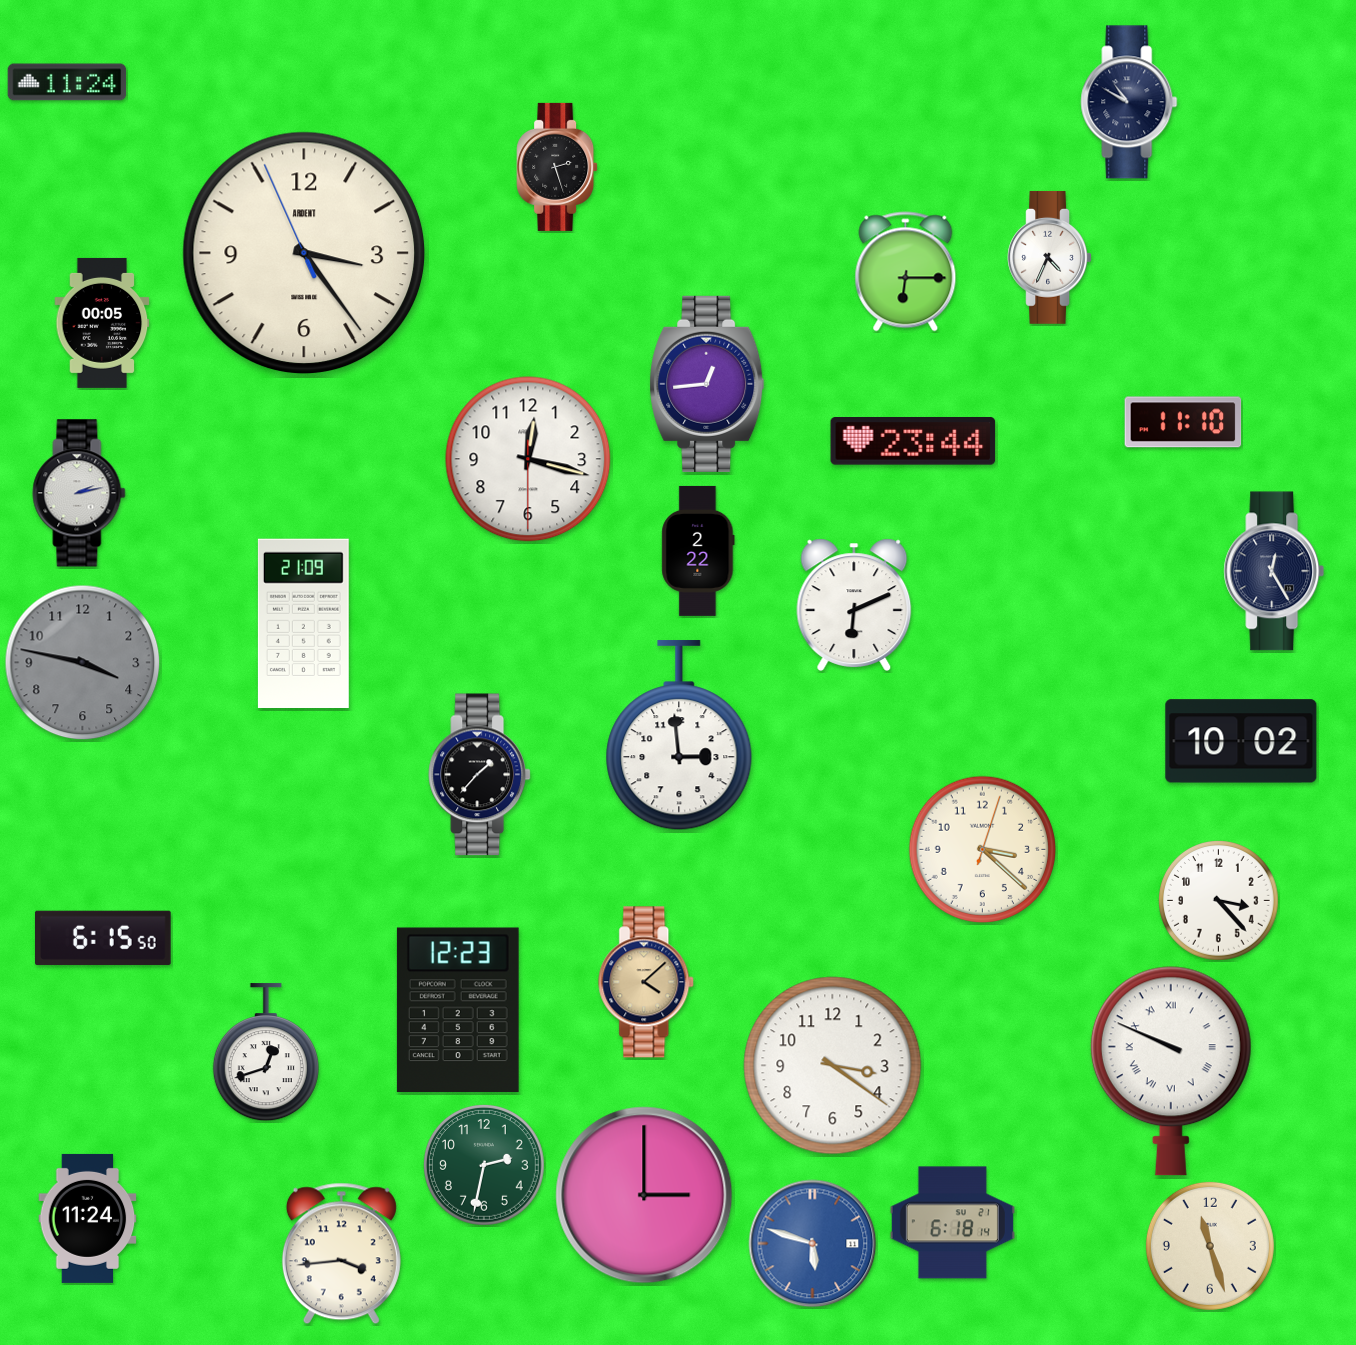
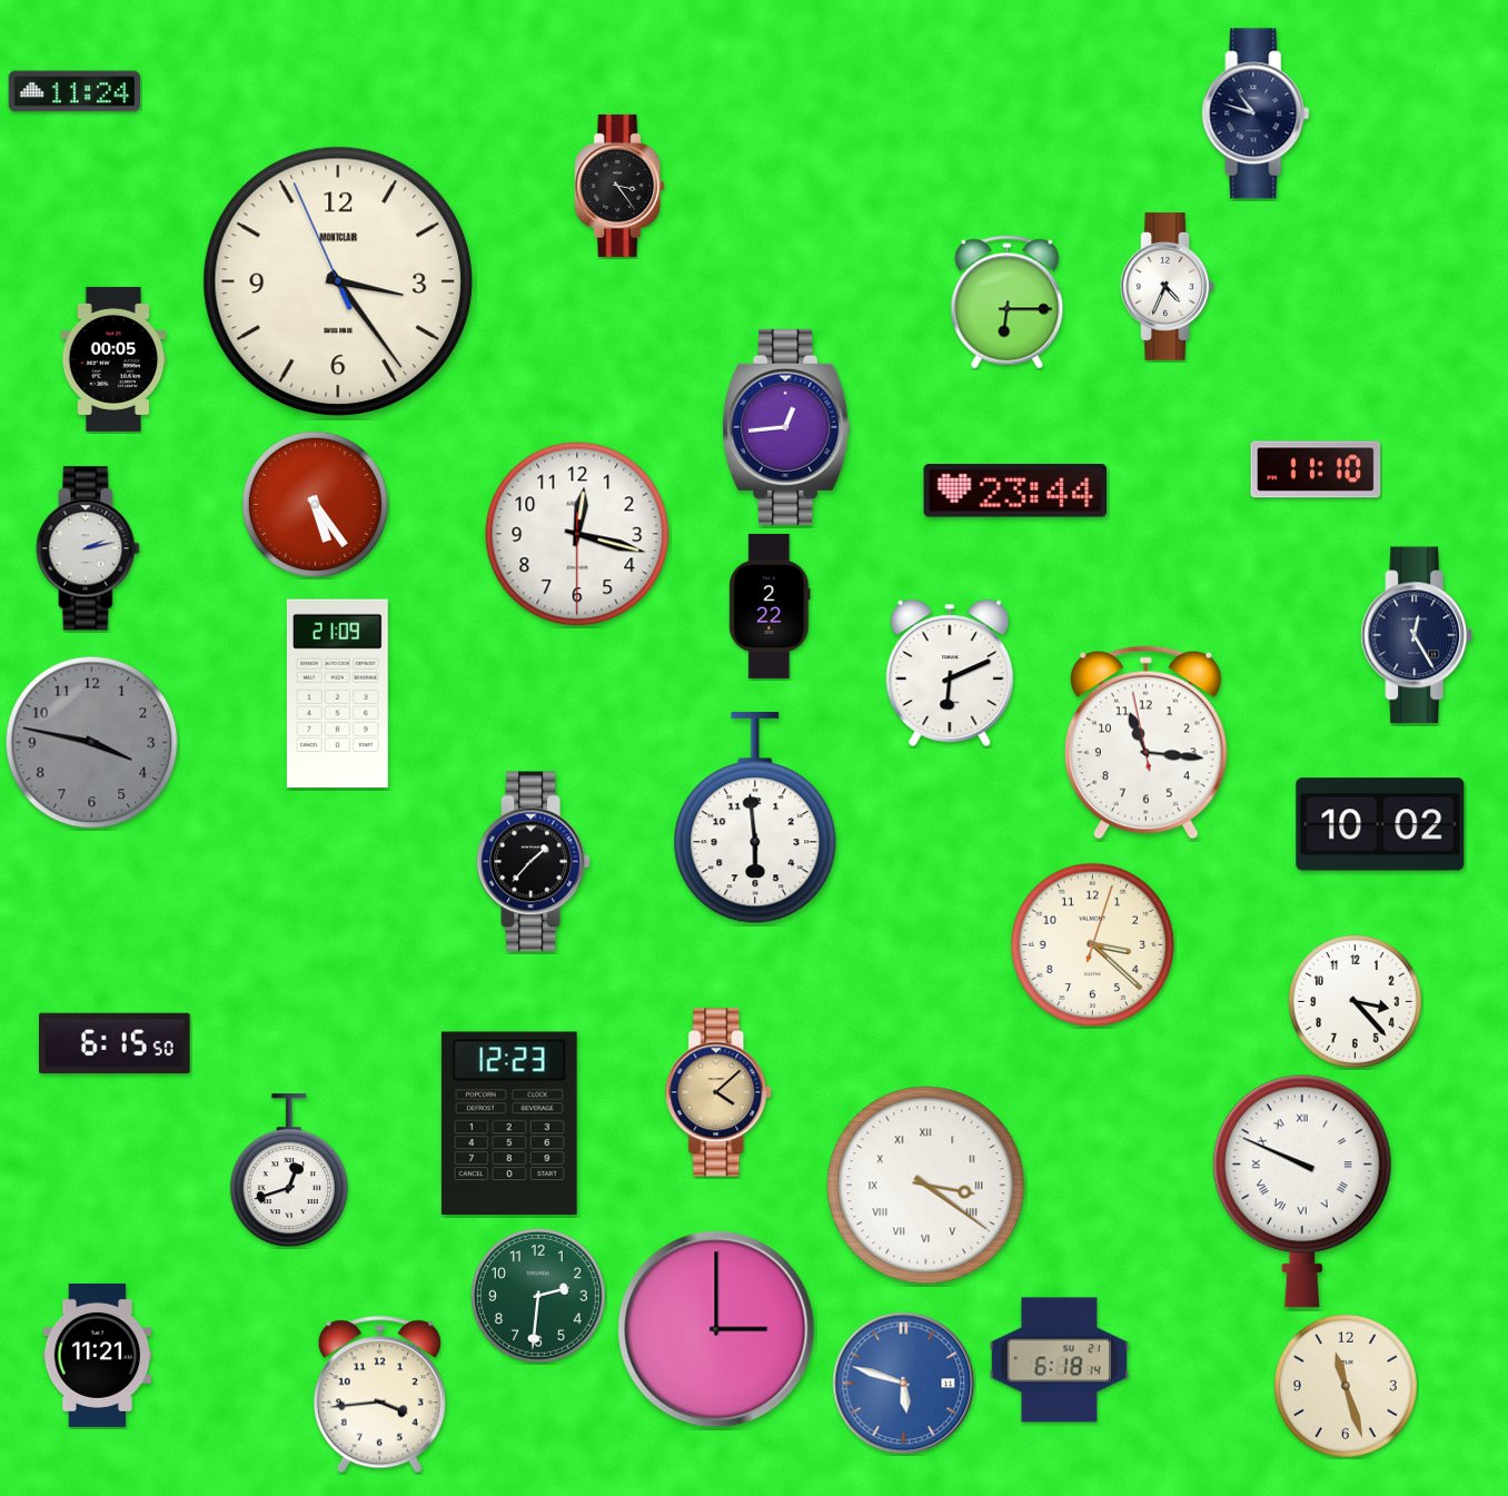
clock at (1129, 102): 10:50 -> 10:48
clock at (557, 167): 2:27 -> 3:24
clock at (304, 253) brand: ARDENT -> MONTCLAIR
clock at (315, 504): none -> 5:24
clock at (528, 459) position: (528, 459) -> (577, 534)
clock at (698, 551) position: (698, 551) -> (770, 606)
clock at (83, 663) position: (83, 663) -> (92, 743)
clock at (1145, 743): none -> 11:15
clock at (679, 736): 2:59 -> 5:59
clock at (266, 1053) position: (266, 1053) -> (289, 1171)
clock at (833, 1066) numerals: Arabic -> Roman
clock at (485, 1166): 2:32 -> 2:31
clock at (88, 1218): 11:24 -> 11:21
